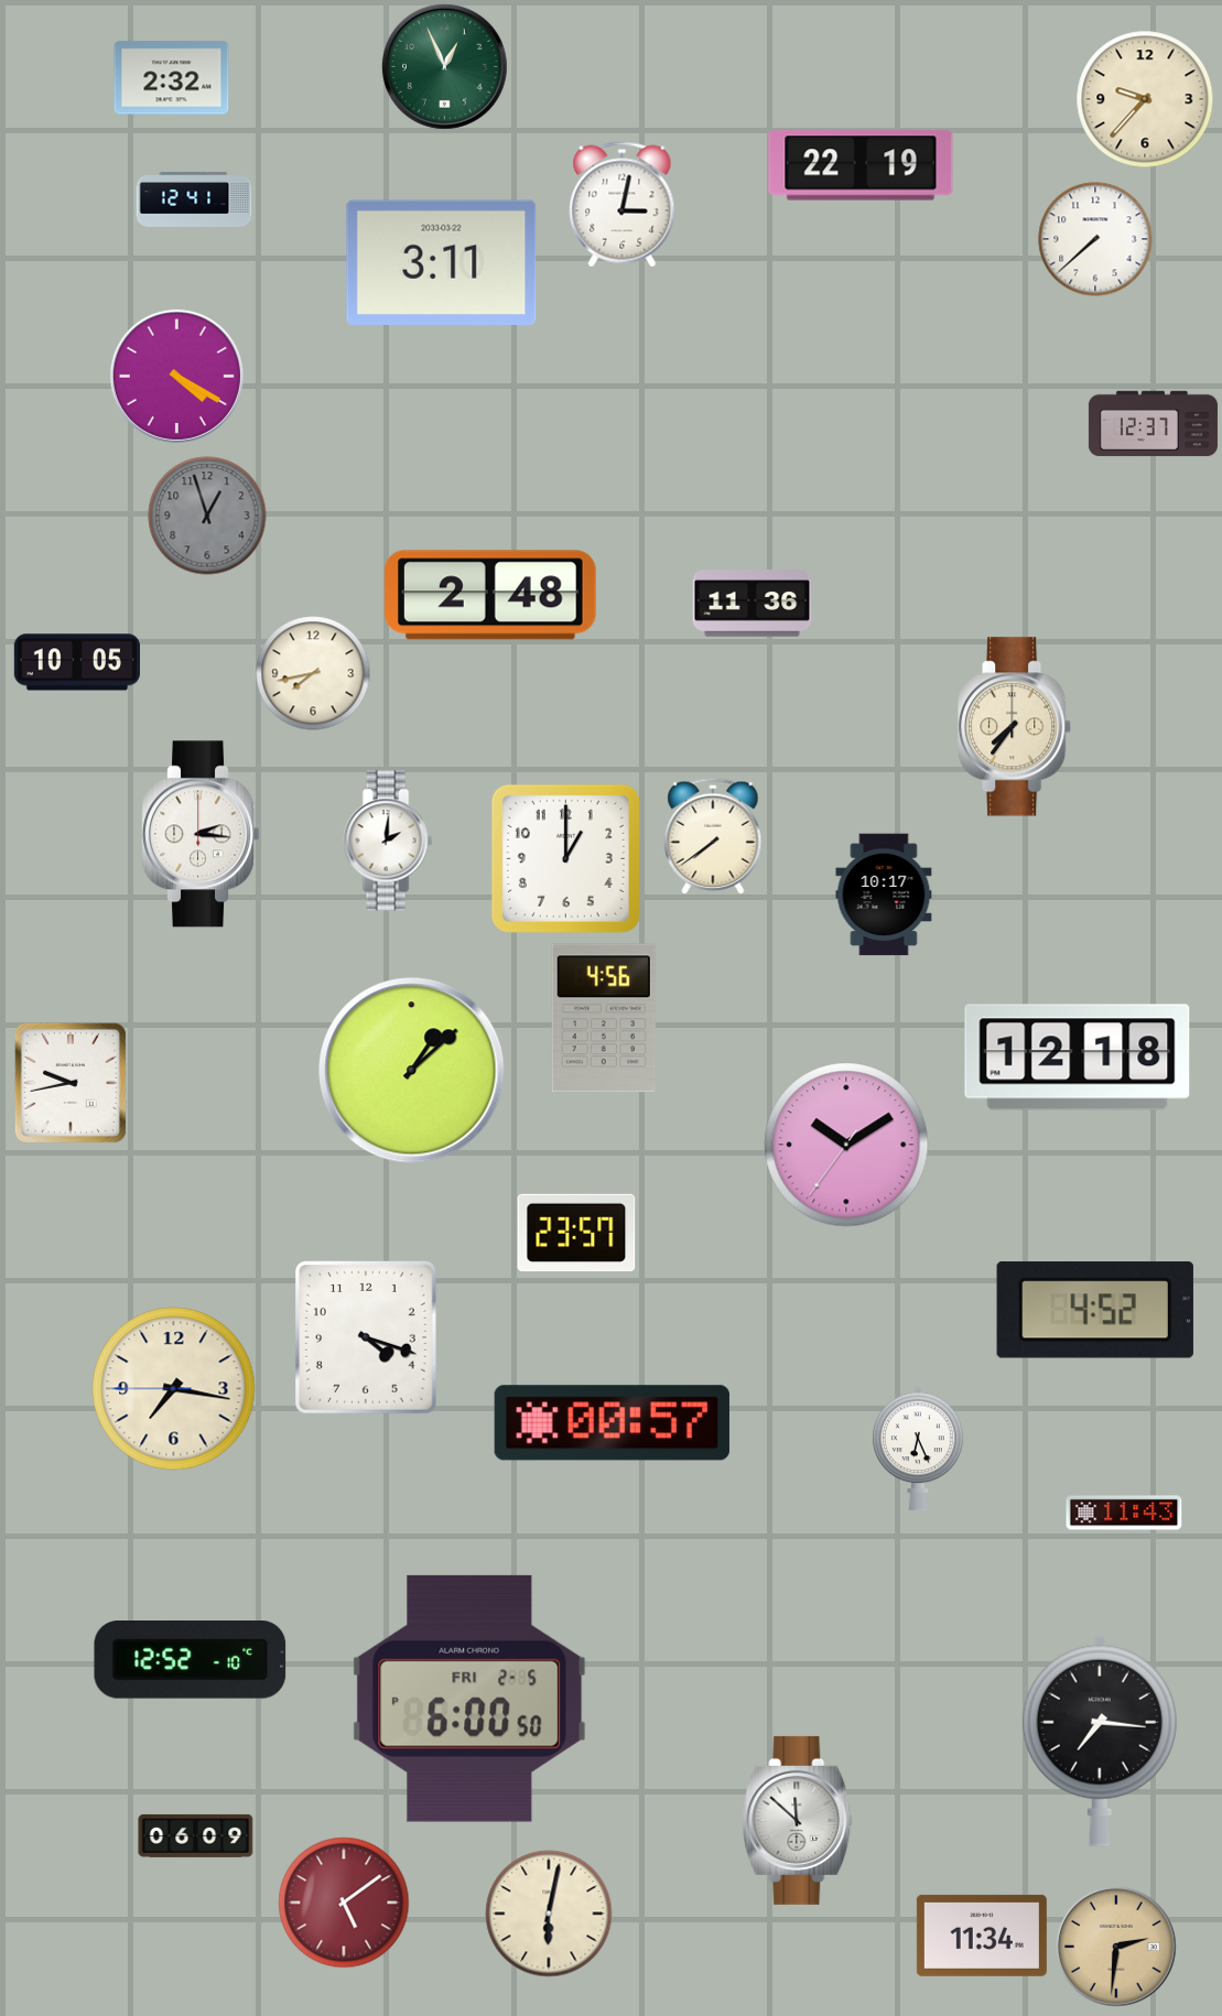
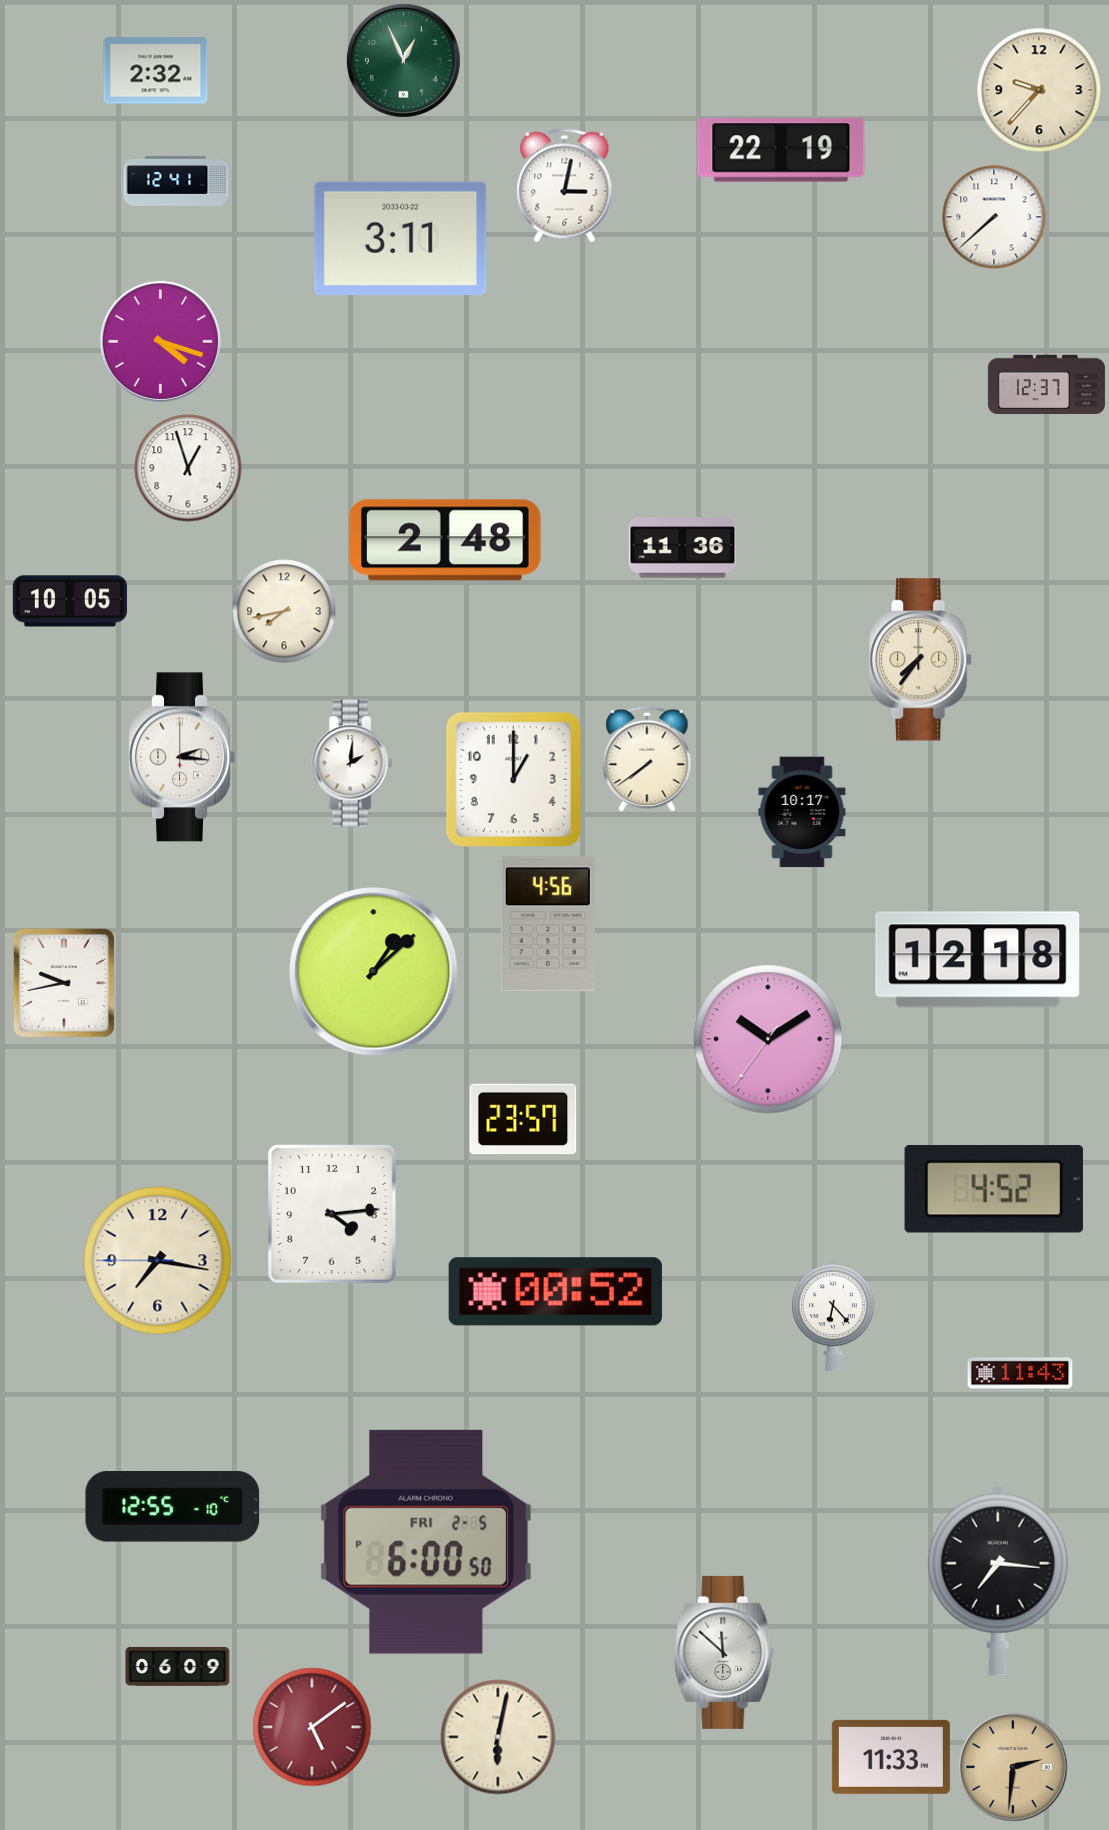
clock at (176, 376): 4:20 -> 4:18
clock at (207, 516) dial: grey -> white
clock at (367, 1338): 4:18 -> 4:14
clock at (612, 1423): 00:57 -> 00:52
clock at (918, 1449): 6:26 -> 6:23
clock at (191, 1660): 12:52 -> 12:55
clock at (982, 1936): 11:34 -> 11:33
